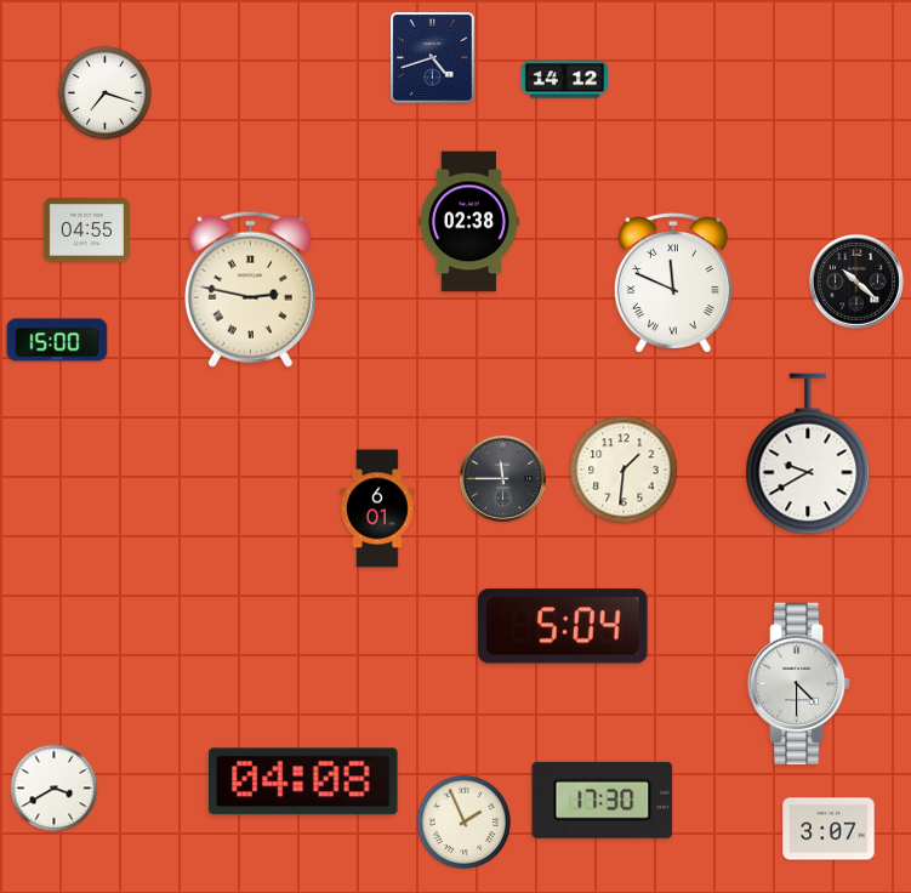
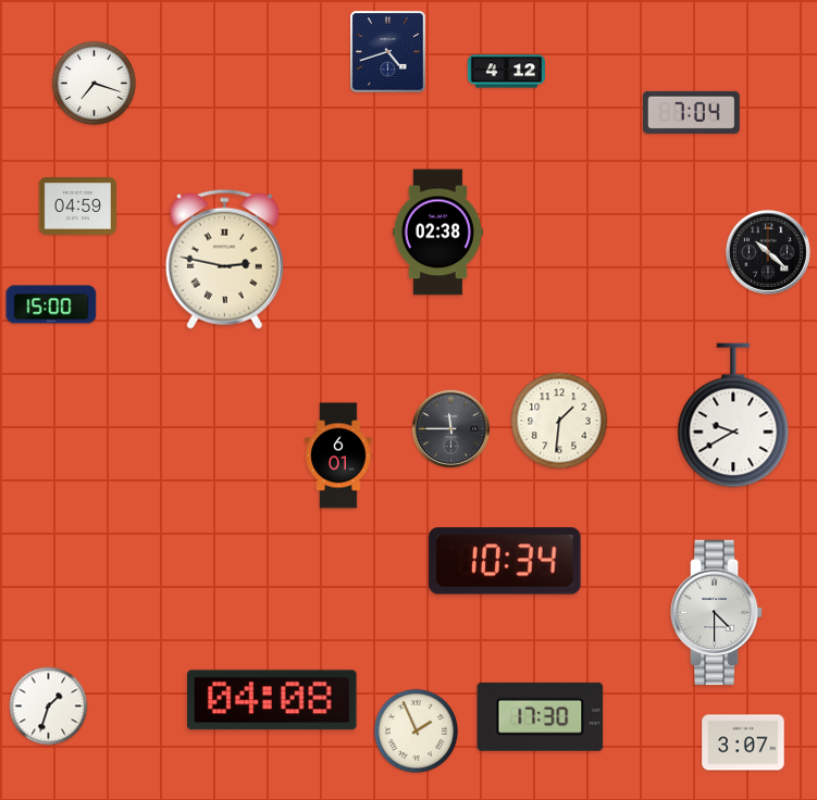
clock at (564, 80): 14:12 -> 4:12
clock at (691, 112): none -> 7:04
clock at (468, 222) position: (468, 222) -> (437, 233)
clock at (86, 231): 04:55 -> 04:59
clock at (673, 284): 11:49 -> none
clock at (808, 454) position: (808, 454) -> (733, 415)
clock at (563, 626): 5:04 -> 10:34
clock at (55, 789): 3:40 -> 1:33
clock at (465, 823) position: (465, 823) -> (417, 732)
